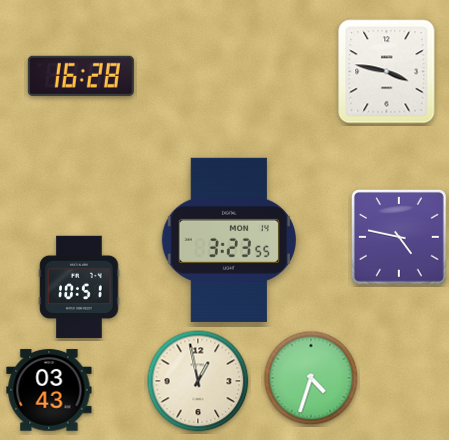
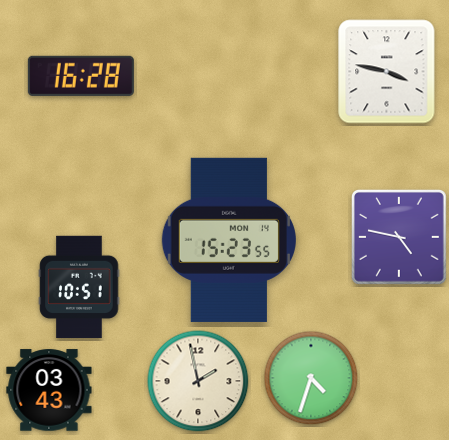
clock at (229, 240): 3:23 -> 15:23
clock at (198, 381): 12:58 -> 1:58
